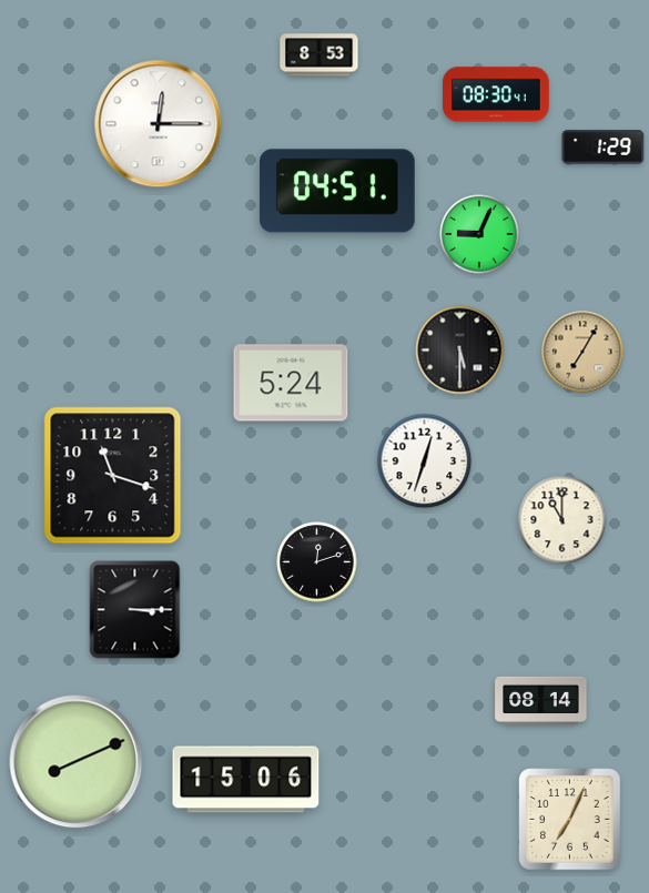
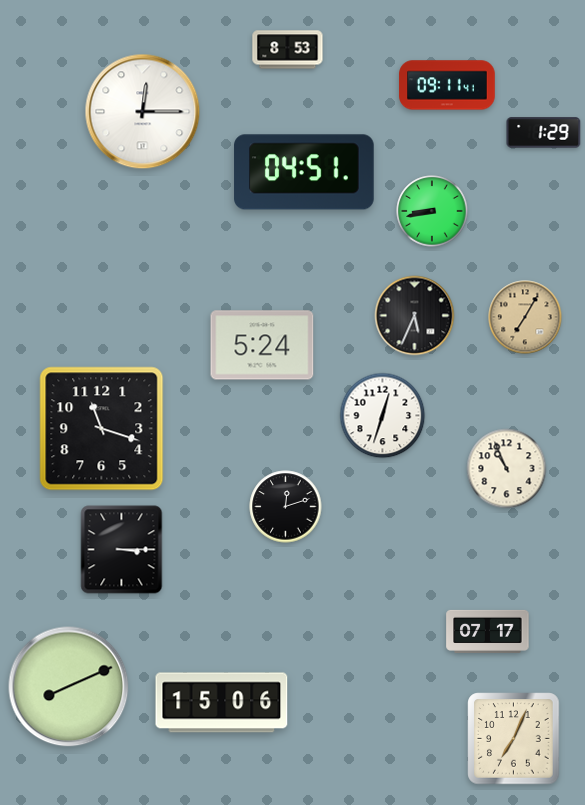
clock at (496, 94): 08:30 -> 09:11
clock at (479, 234): 9:04 -> 8:43
clock at (460, 351): 5:30 -> 5:34
clock at (562, 520): 11:00 -> 10:56
clock at (541, 700): 08:14 -> 07:17
